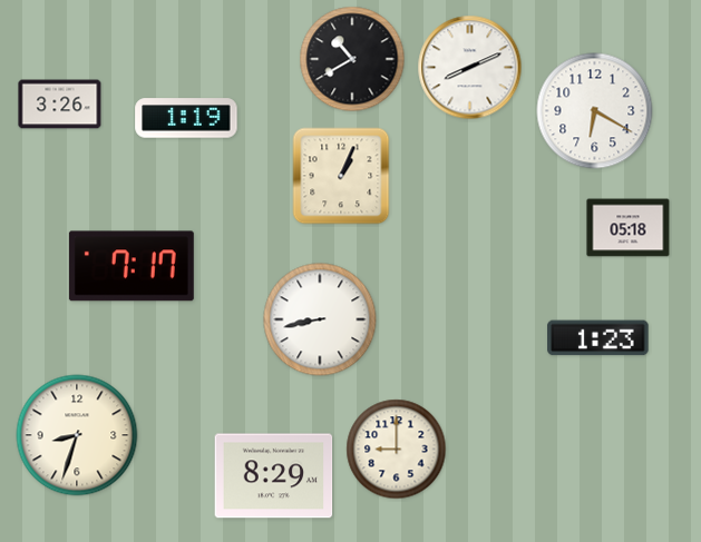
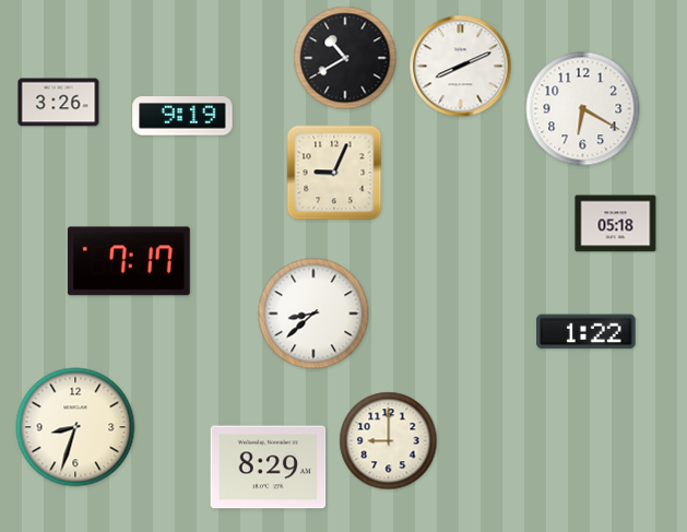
clock at (186, 118): 1:19 -> 9:19
clock at (341, 176): 1:04 -> 9:04
clock at (320, 319): 8:43 -> 8:38
clock at (598, 338): 1:23 -> 1:22
